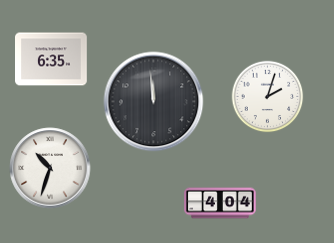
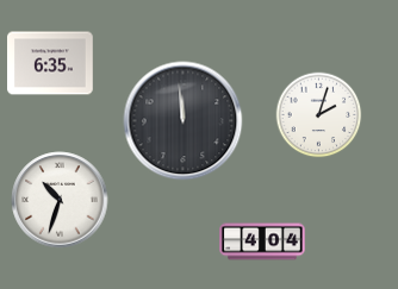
clock at (52, 59) position: (52, 59) -> (51, 63)
